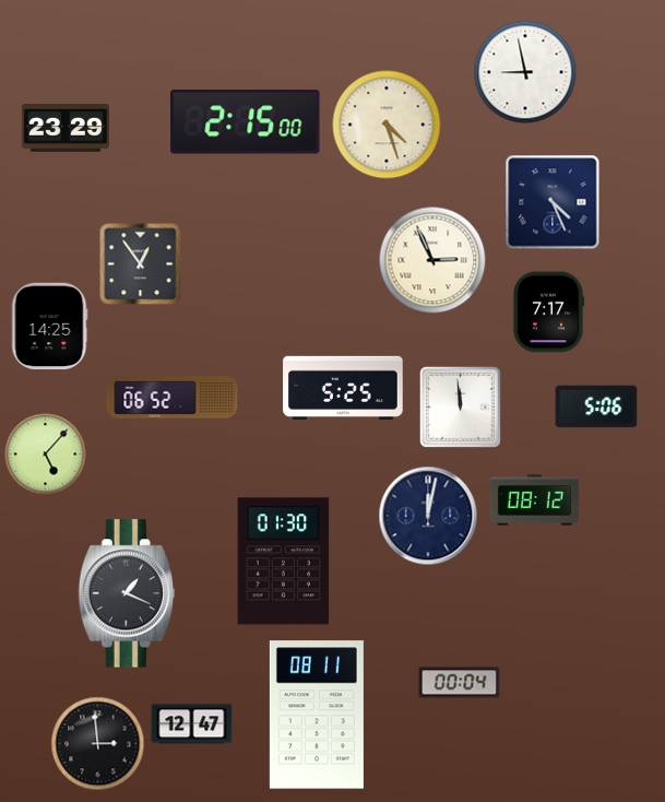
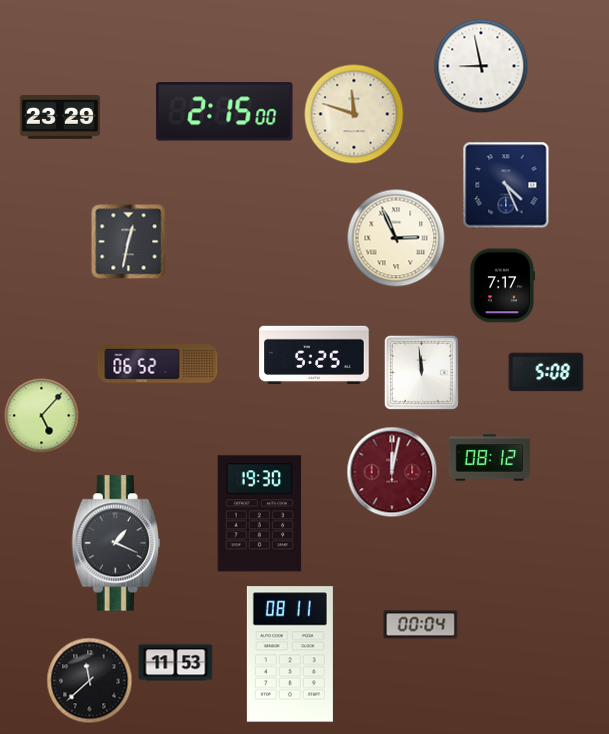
clock at (387, 125): 4:27 -> 11:48
clock at (141, 264): 12:54 -> 12:32
clock at (49, 327): 14:25 -> none
clock at (596, 406): 5:06 -> 5:08
clock at (428, 516) dial: navy -> burgundy
clock at (284, 562): 01:30 -> 19:30
clock at (192, 724): 12:47 -> 11:53
clock at (98, 744): 2:59 -> 11:38
